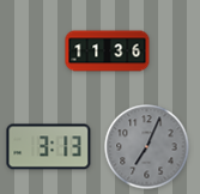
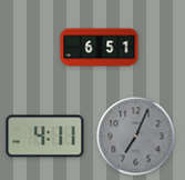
clock at (108, 51): 11:36 -> 6:51
clock at (49, 147): 3:13 -> 4:11
